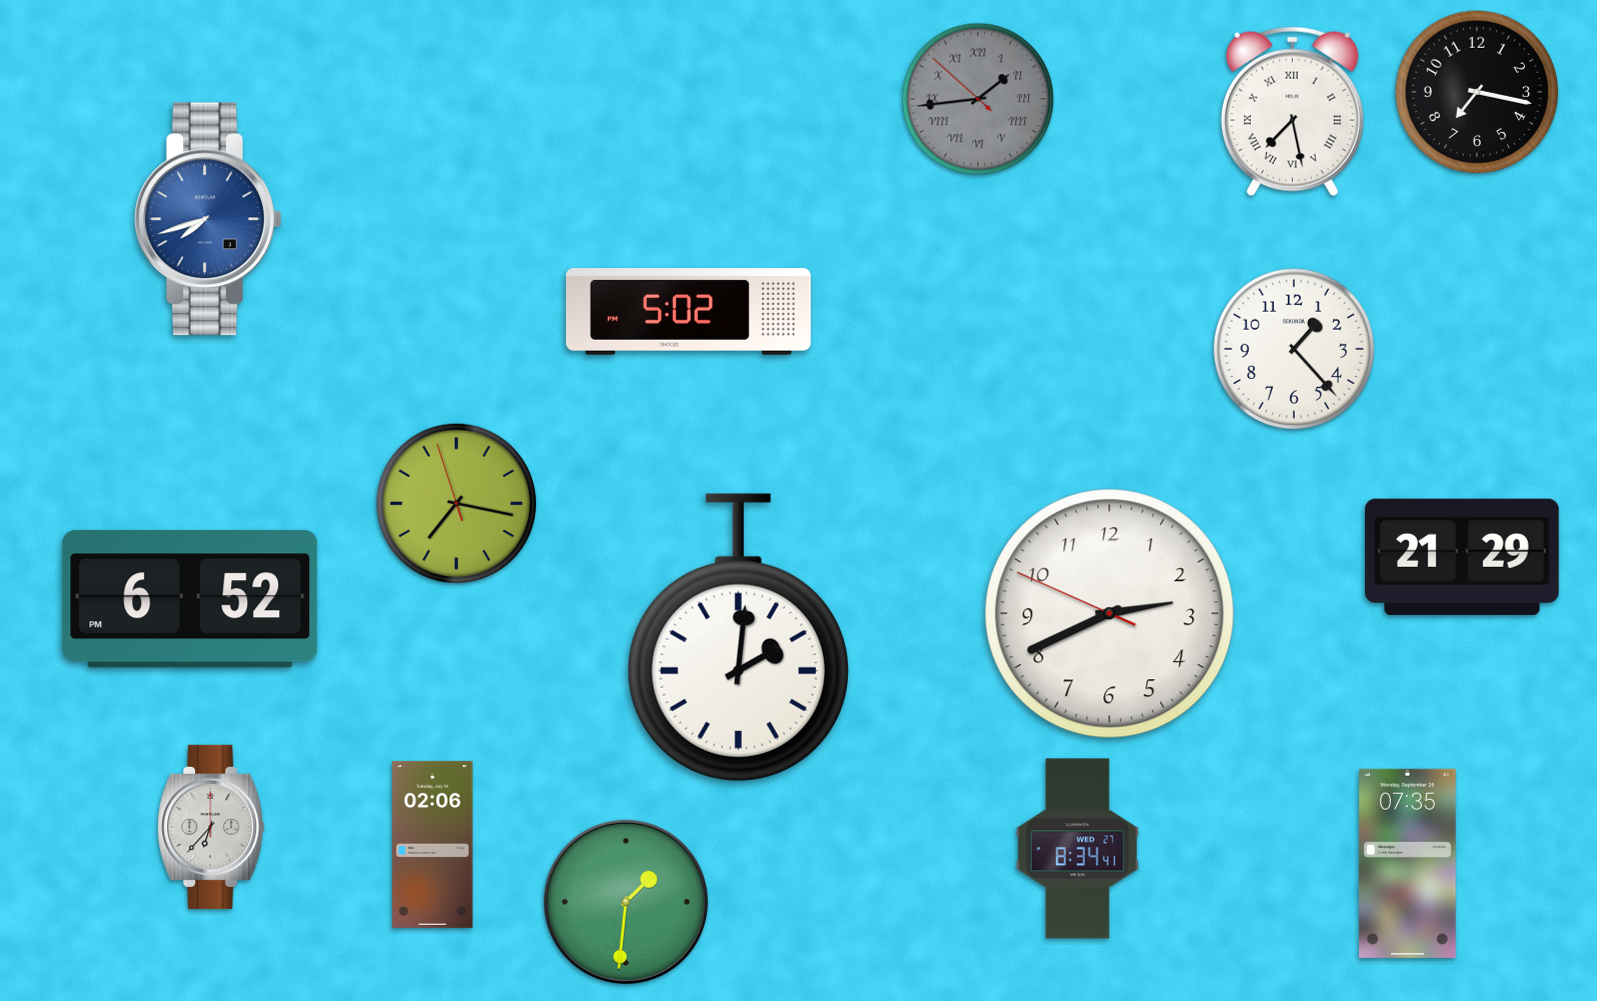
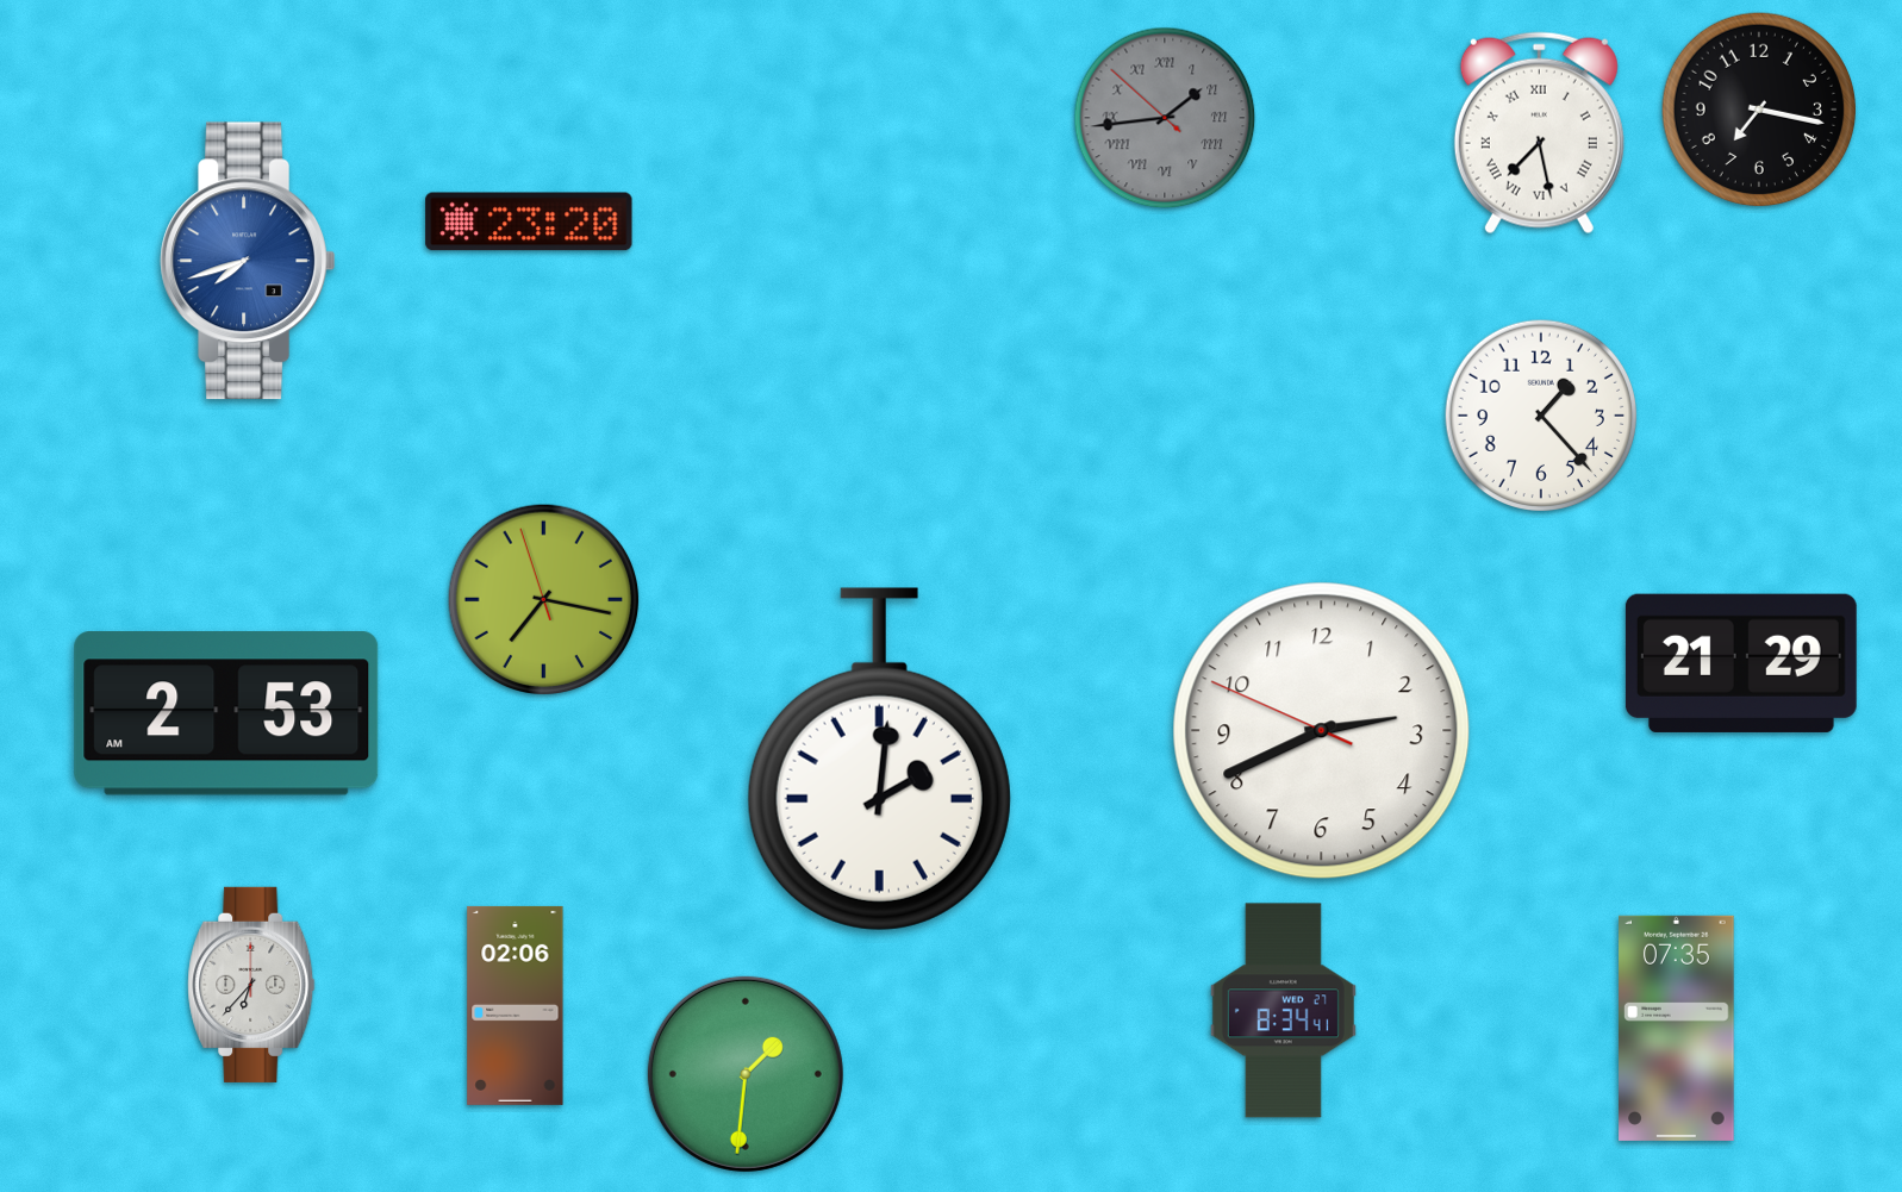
clock at (529, 221): none -> 23:20
clock at (688, 312): 5:02 -> none
clock at (190, 599): 6:52 -> 2:53
